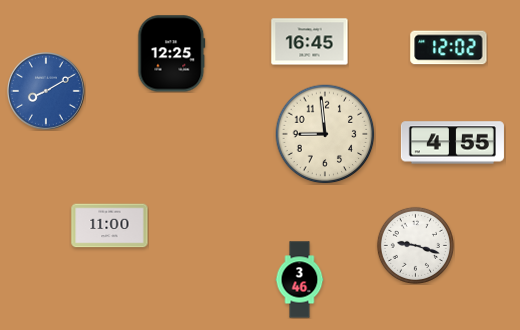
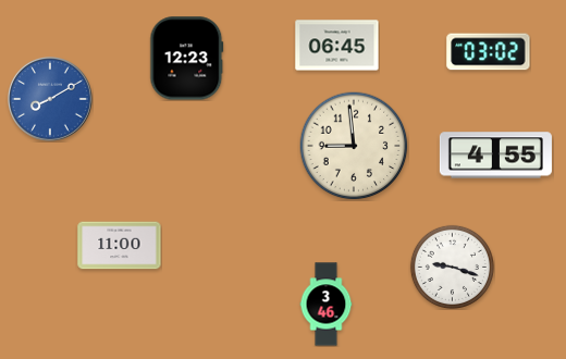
clock at (310, 42): 16:45 -> 06:45
clock at (449, 48): 12:02 -> 03:02
clock at (172, 54): 12:25 -> 12:23
clock at (452, 143) position: (452, 143) -> (495, 156)
